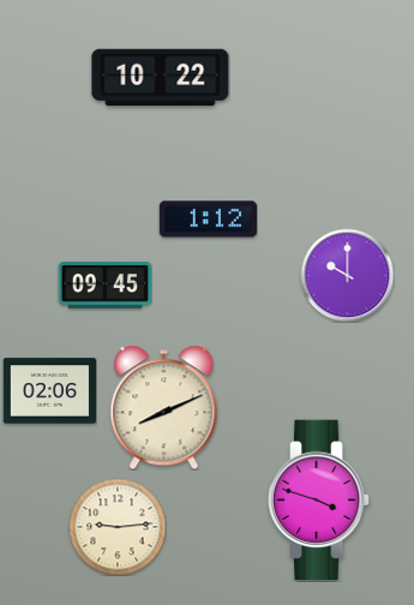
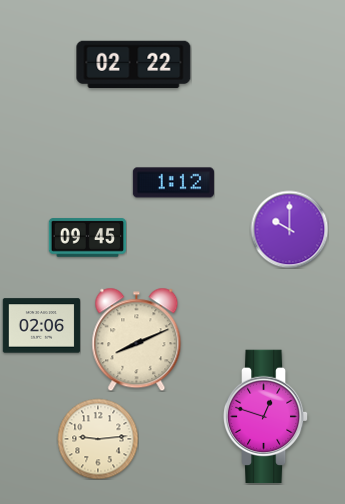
clock at (161, 78): 10:22 -> 02:22
clock at (319, 499): 3:48 -> 12:48
